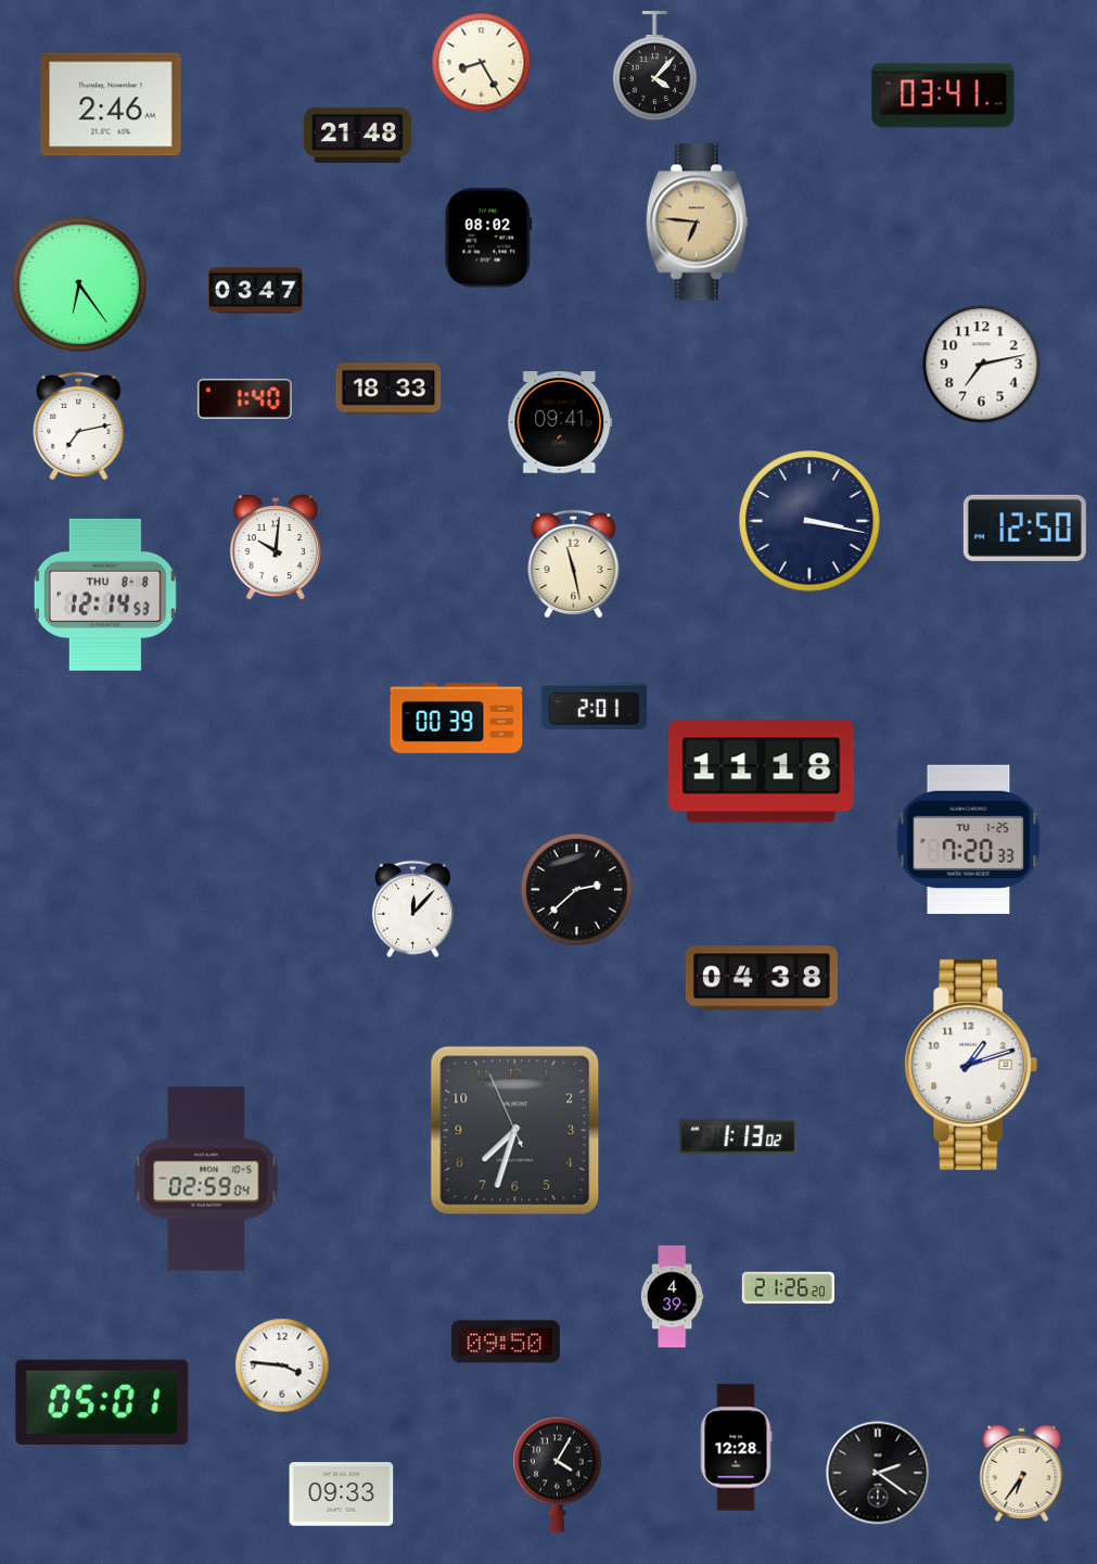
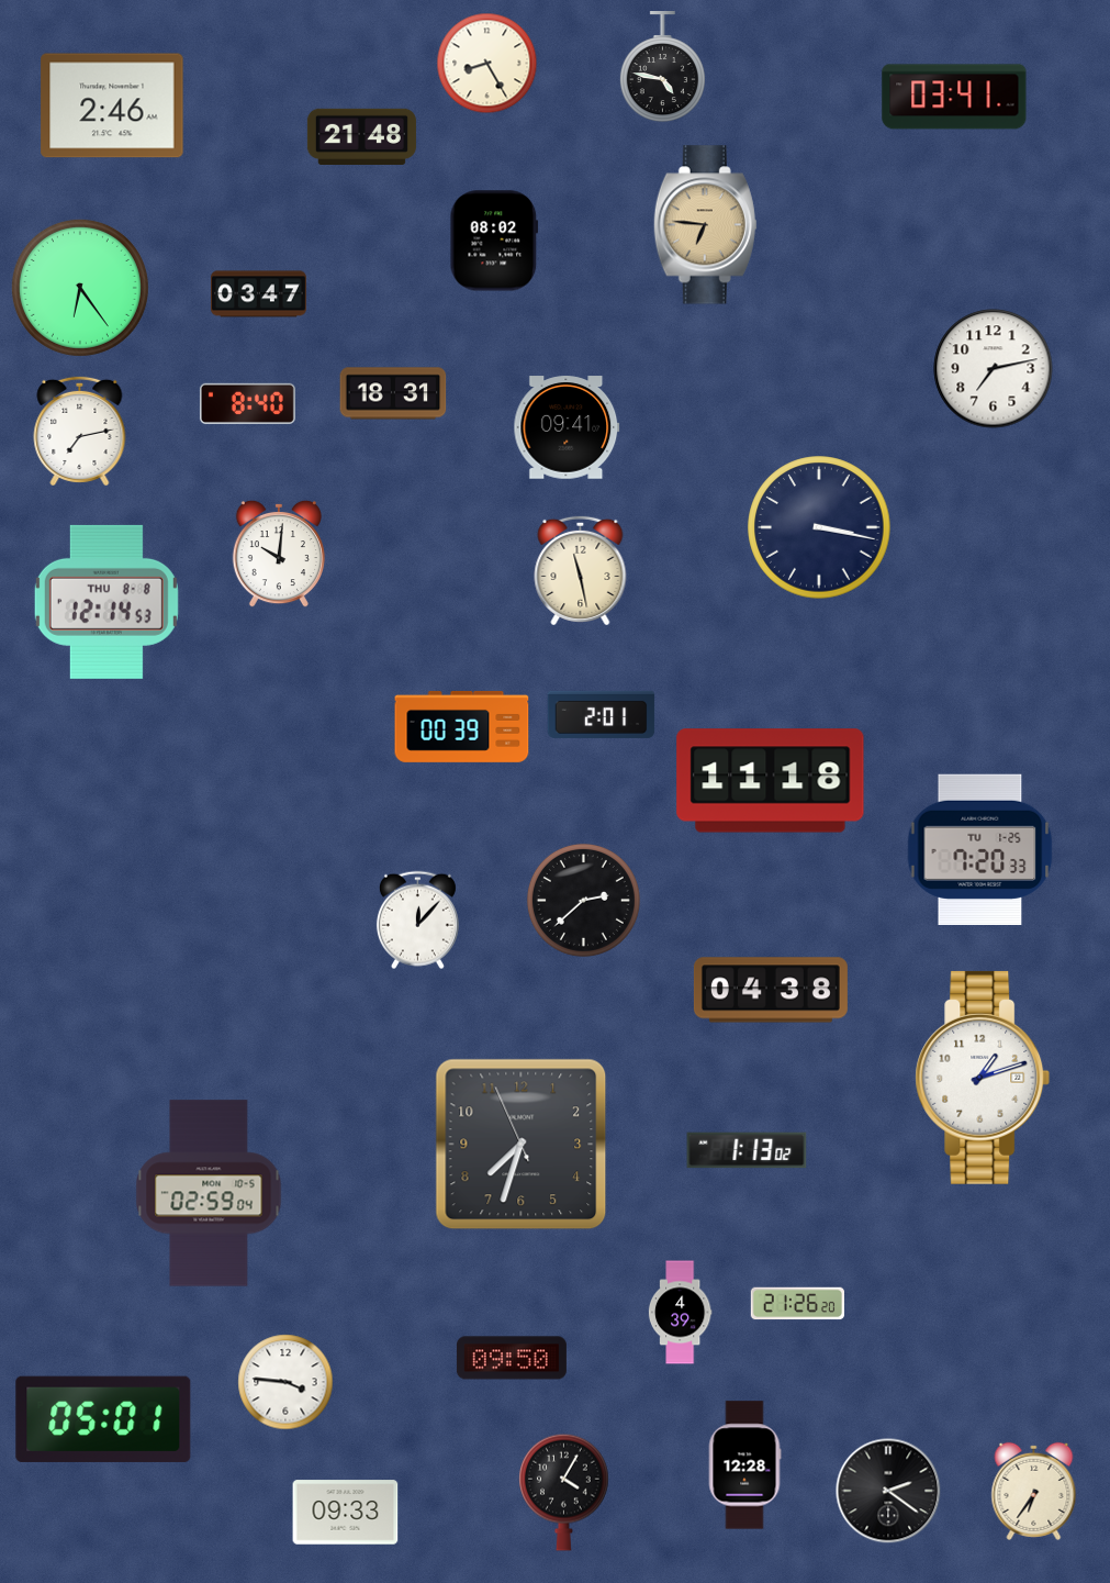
clock at (654, 67): 4:07 -> 4:47
clock at (388, 389): 18:33 -> 18:31
clock at (244, 398): 1:40 -> 8:40
clock at (1024, 527): 12:50 -> none
